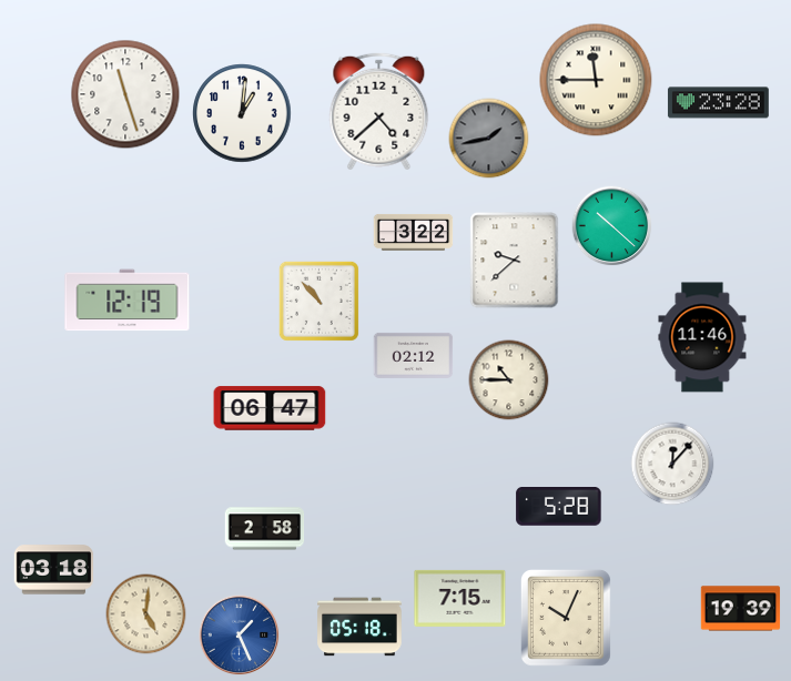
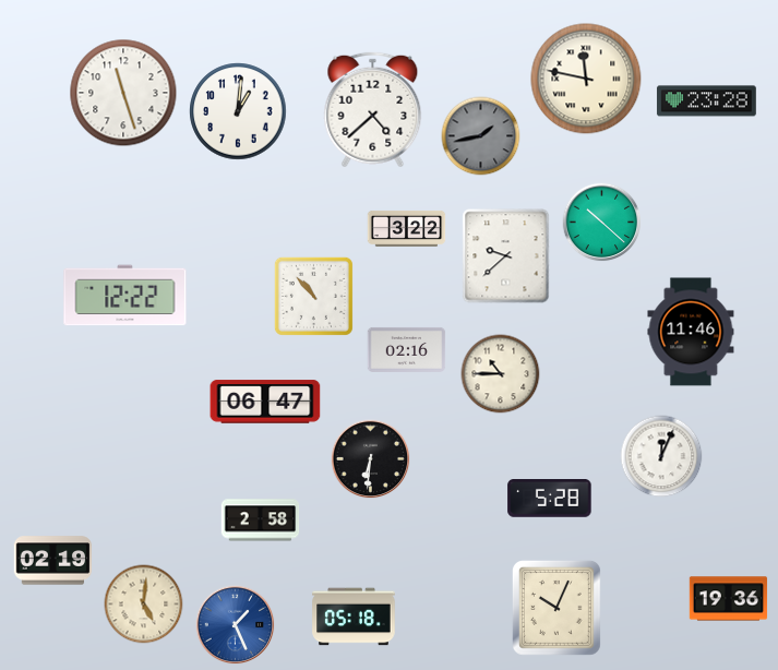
clock at (596, 80): 11:45 -> 11:47
clock at (128, 301): 12:19 -> 12:22
clock at (414, 355): 02:12 -> 02:16
clock at (672, 464): 12:07 -> 12:04
clock at (371, 459): none -> 6:31
clock at (54, 570): 03:18 -> 02:19
clock at (460, 598): 7:15 -> none
clock at (741, 609): 19:39 -> 19:36
